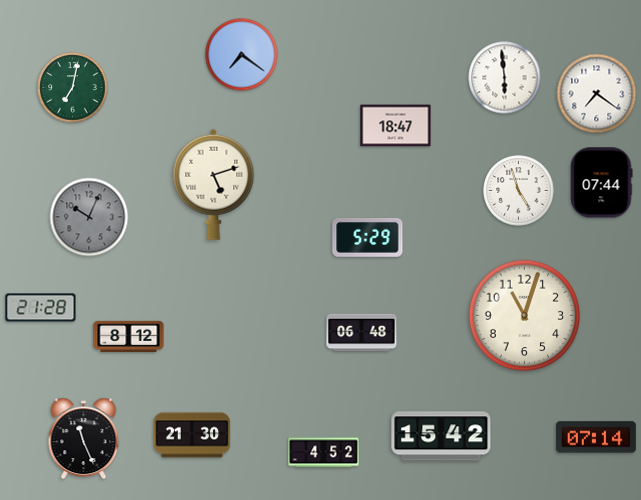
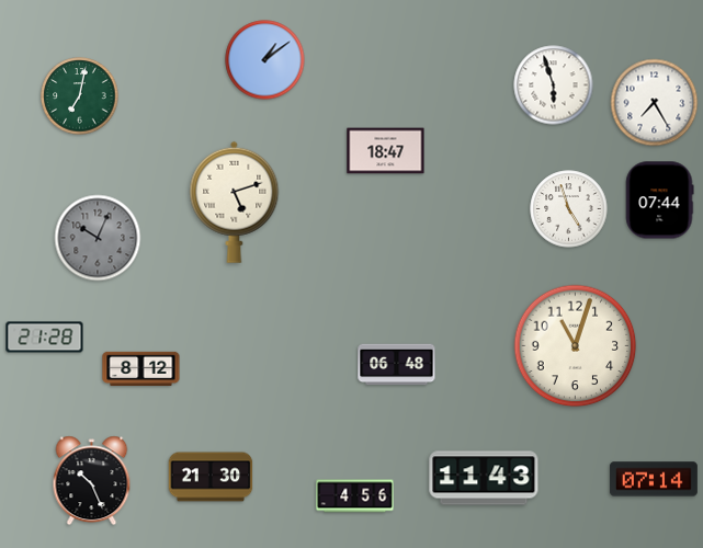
clock at (242, 55): 7:21 -> 1:09
clock at (505, 78): 5:59 -> 5:57
clock at (597, 94): 7:21 -> 7:25
clock at (396, 126) position: (396, 126) -> (386, 151)
clock at (368, 238): 5:29 -> none
clock at (441, 436): 15:42 -> 11:43
clock at (84, 439): 11:26 -> 10:26
clock at (324, 453): 4:52 -> 4:56
